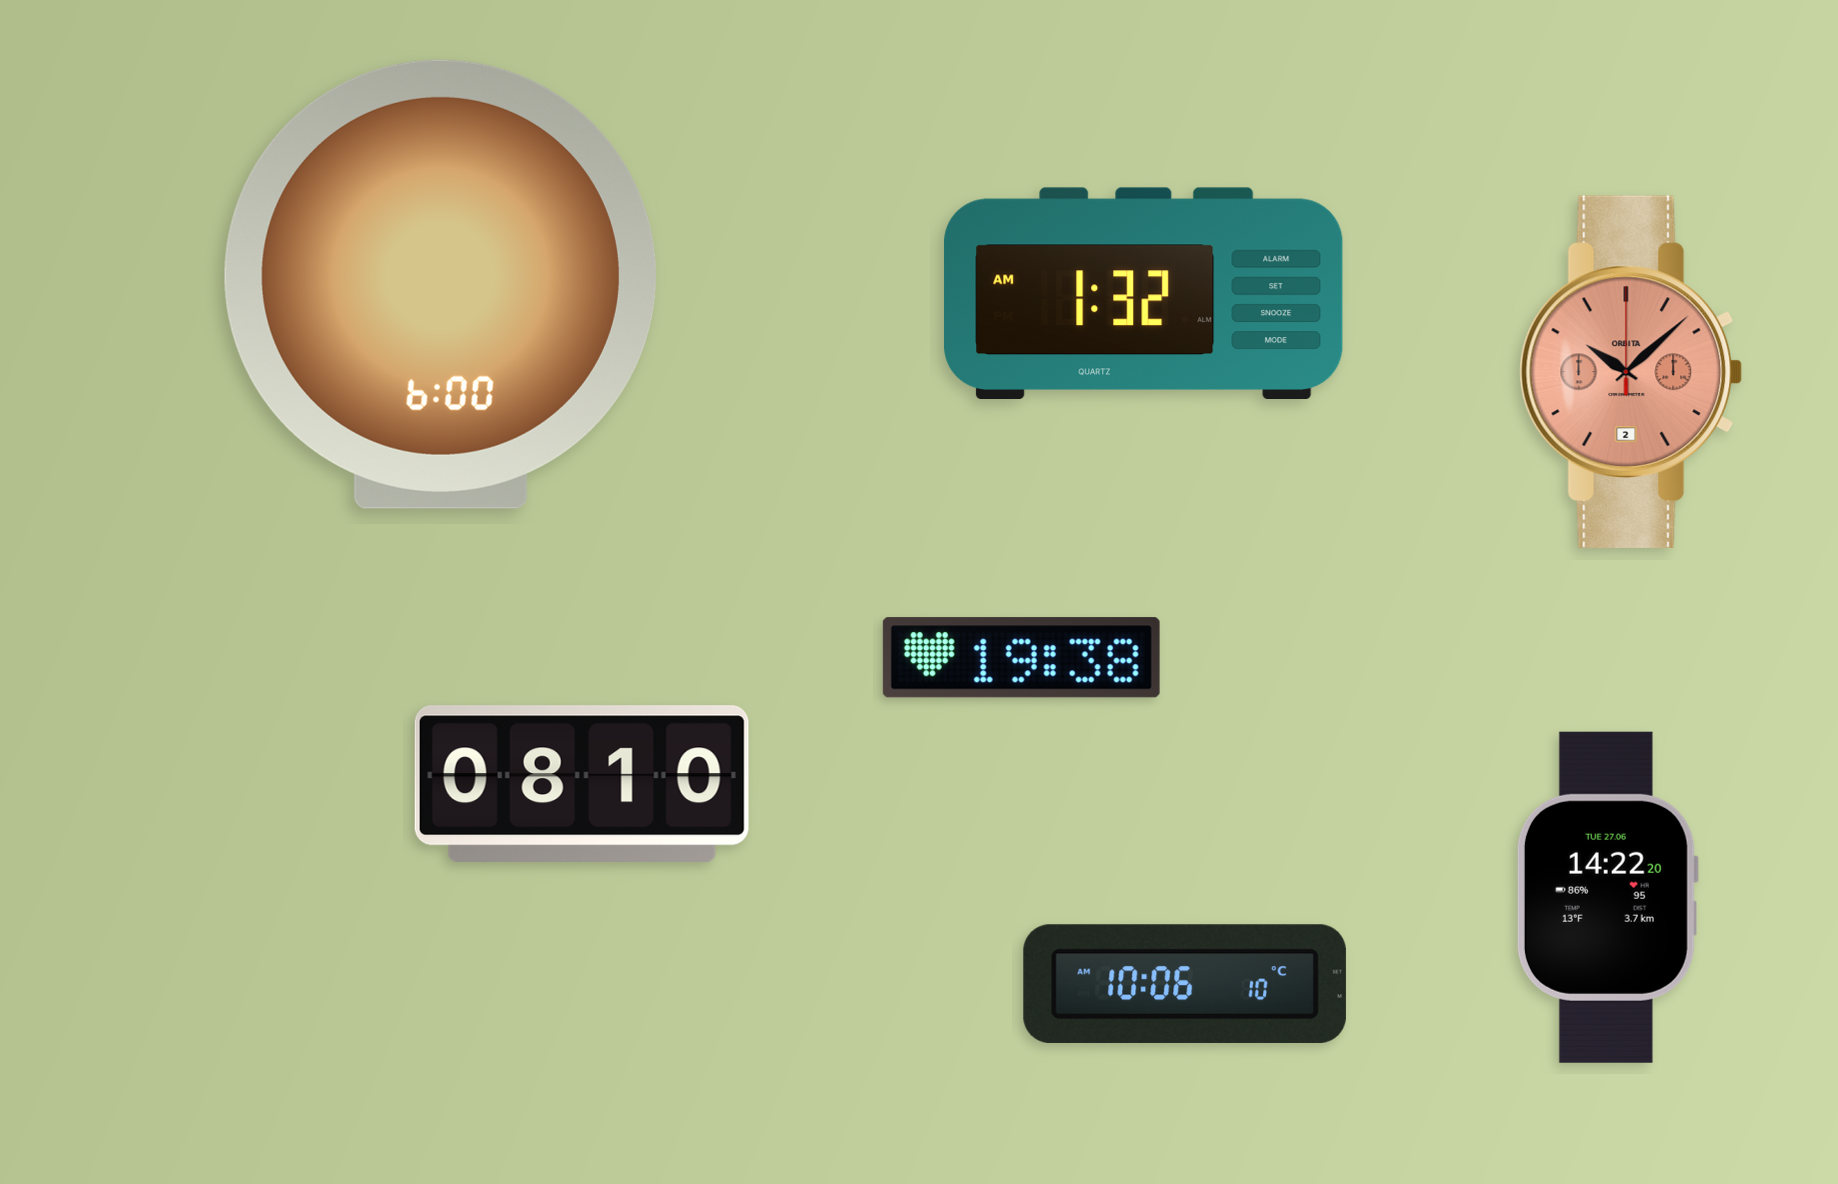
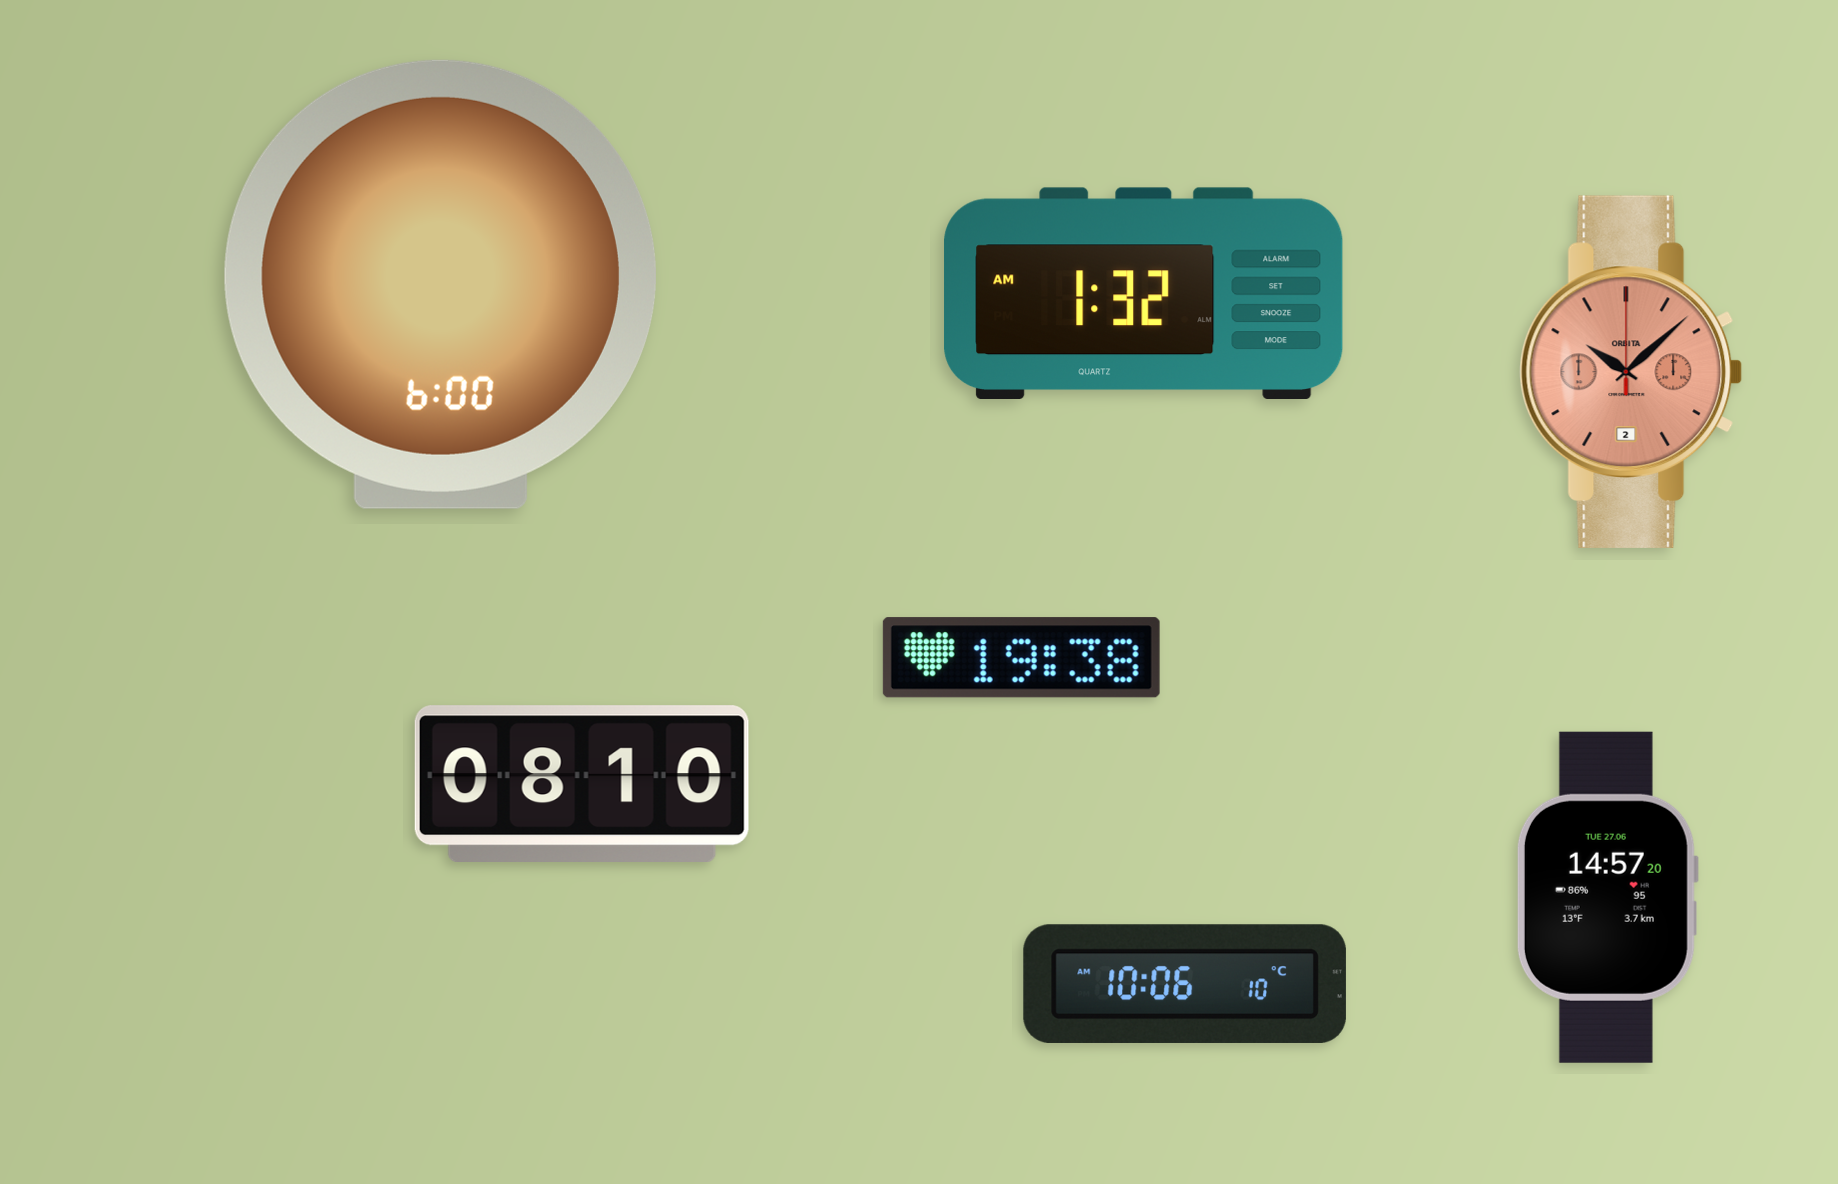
clock at (1607, 897): 14:22 -> 14:57
